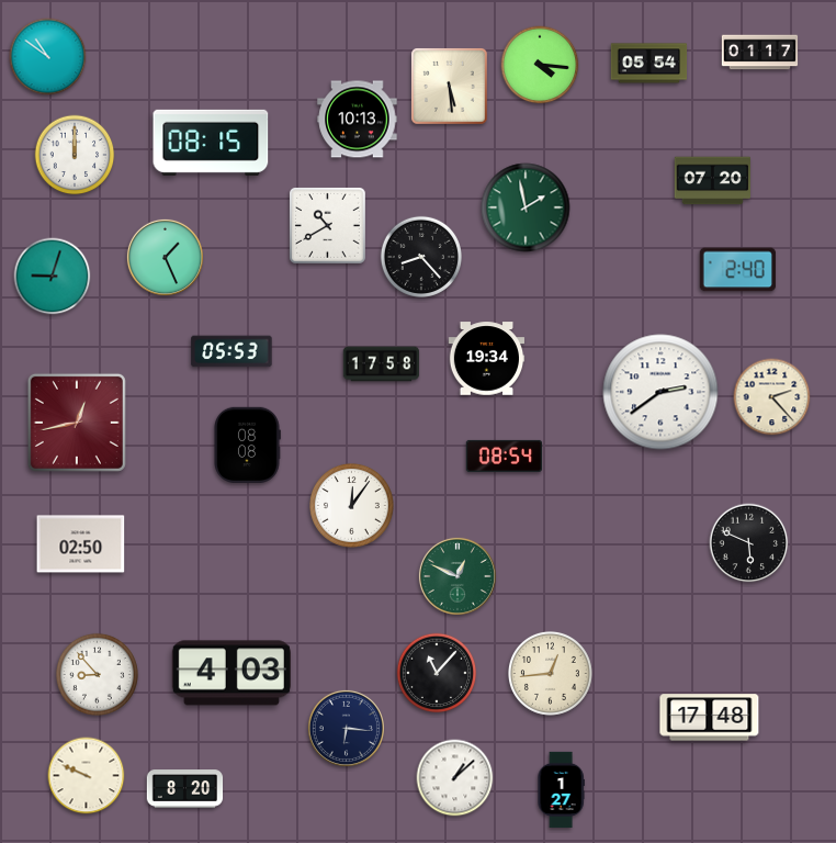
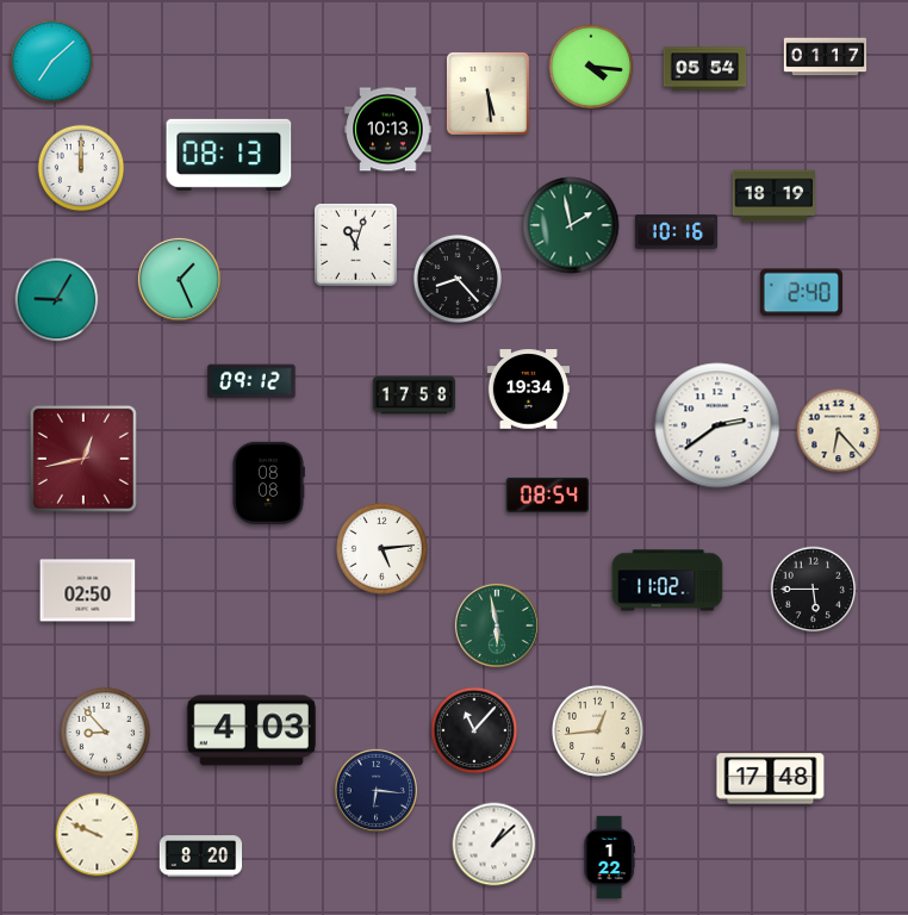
clock at (48, 57): 10:51 -> 7:08
clock at (540, 65) position: (540, 65) -> (591, 67)
clock at (211, 143): 08:15 -> 08:13
clock at (713, 181): 07:20 -> 18:19
clock at (677, 232): none -> 10:16
clock at (328, 226): 10:40 -> 11:03
clock at (53, 277): 9:03 -> 9:05
clock at (231, 351): 05:53 -> 09:12
clock at (772, 397): 2:23 -> 6:23
clock at (352, 506): 12:06 -> 5:14
clock at (667, 580): none -> 11:02
clock at (749, 543): 5:49 -> 5:45
clock at (457, 576): 12:49 -> 5:58
clock at (87, 776) position: (87, 776) -> (98, 835)
clock at (561, 790): 1:27 -> 1:22
